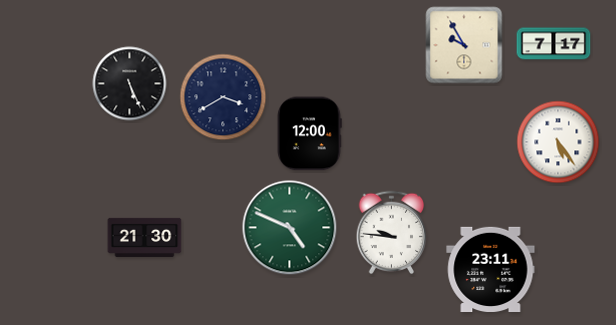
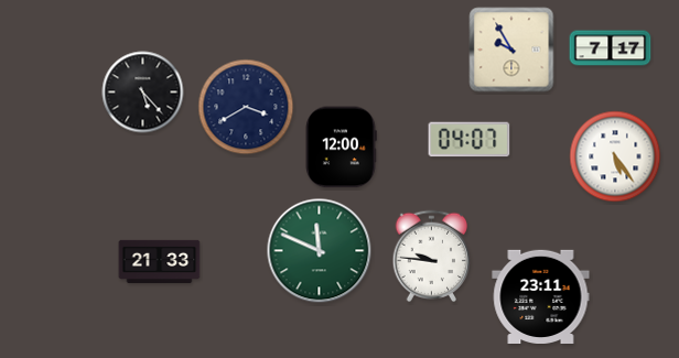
clock at (130, 84): 5:26 -> 5:23
clock at (470, 140): none -> 04:07
clock at (290, 228): 4:49 -> 11:49
clock at (145, 237): 21:30 -> 21:33
